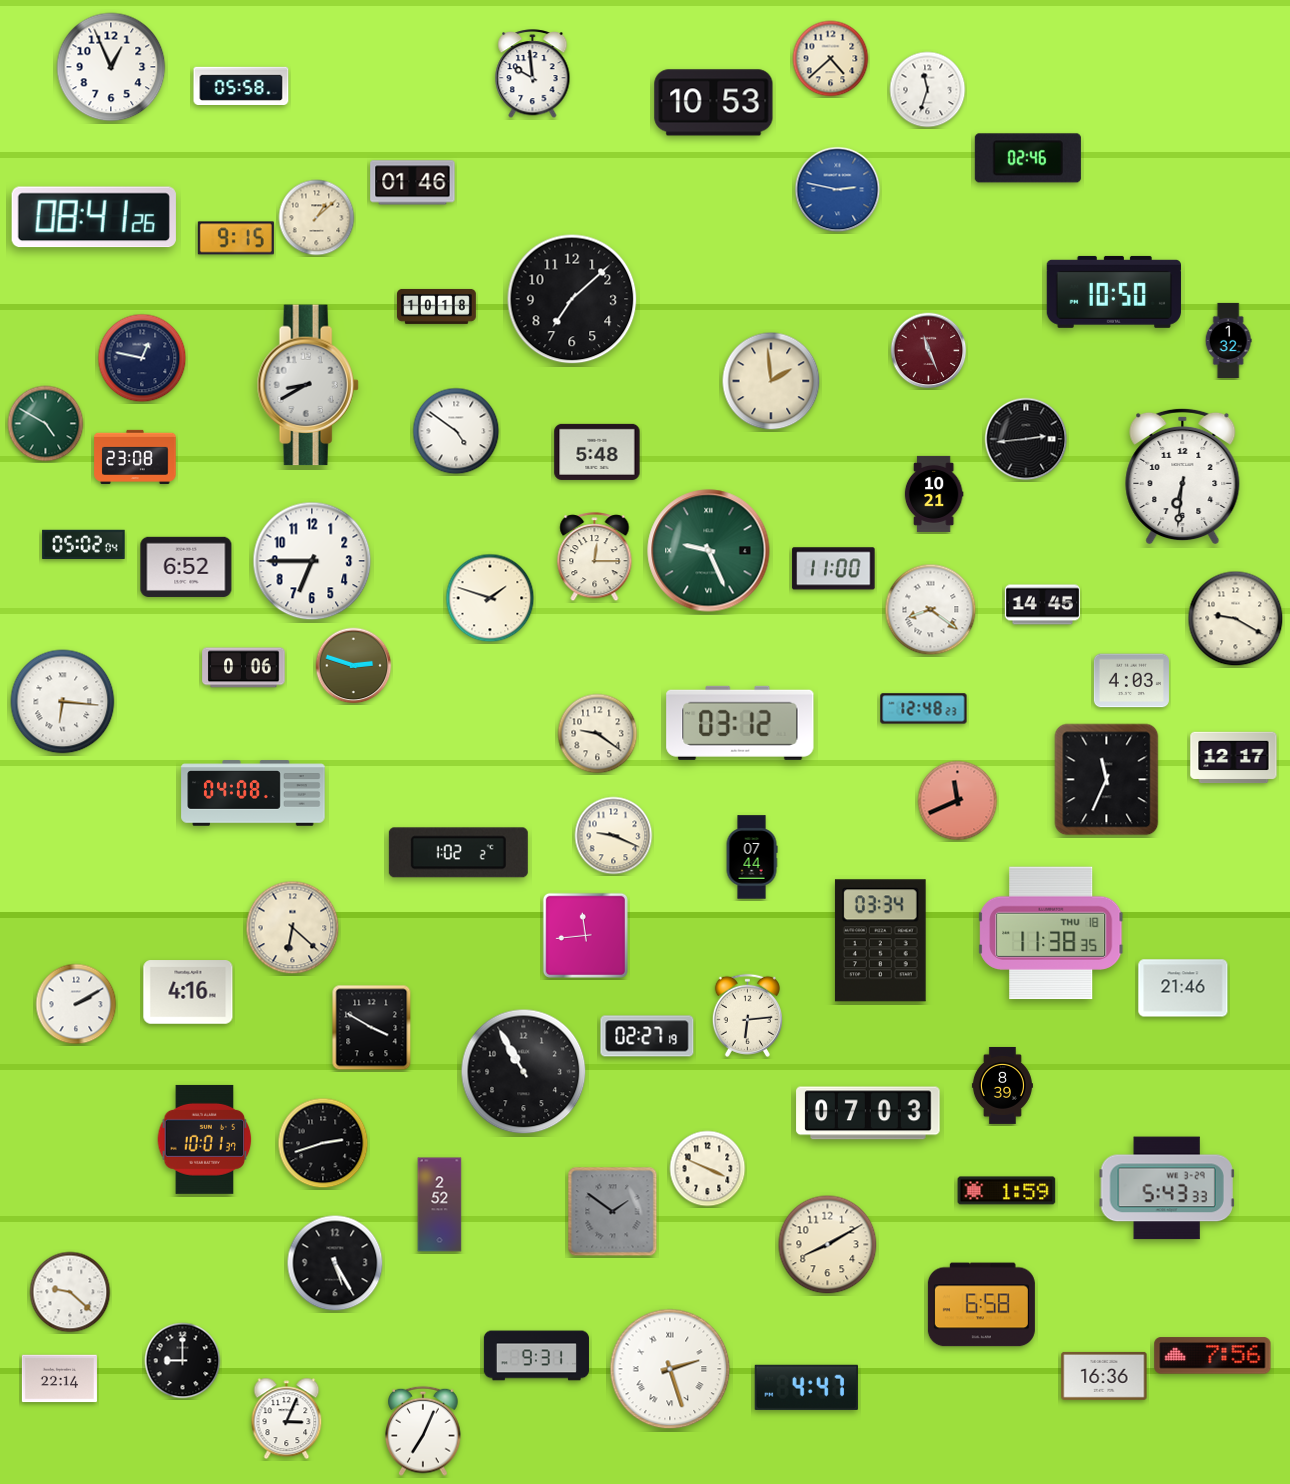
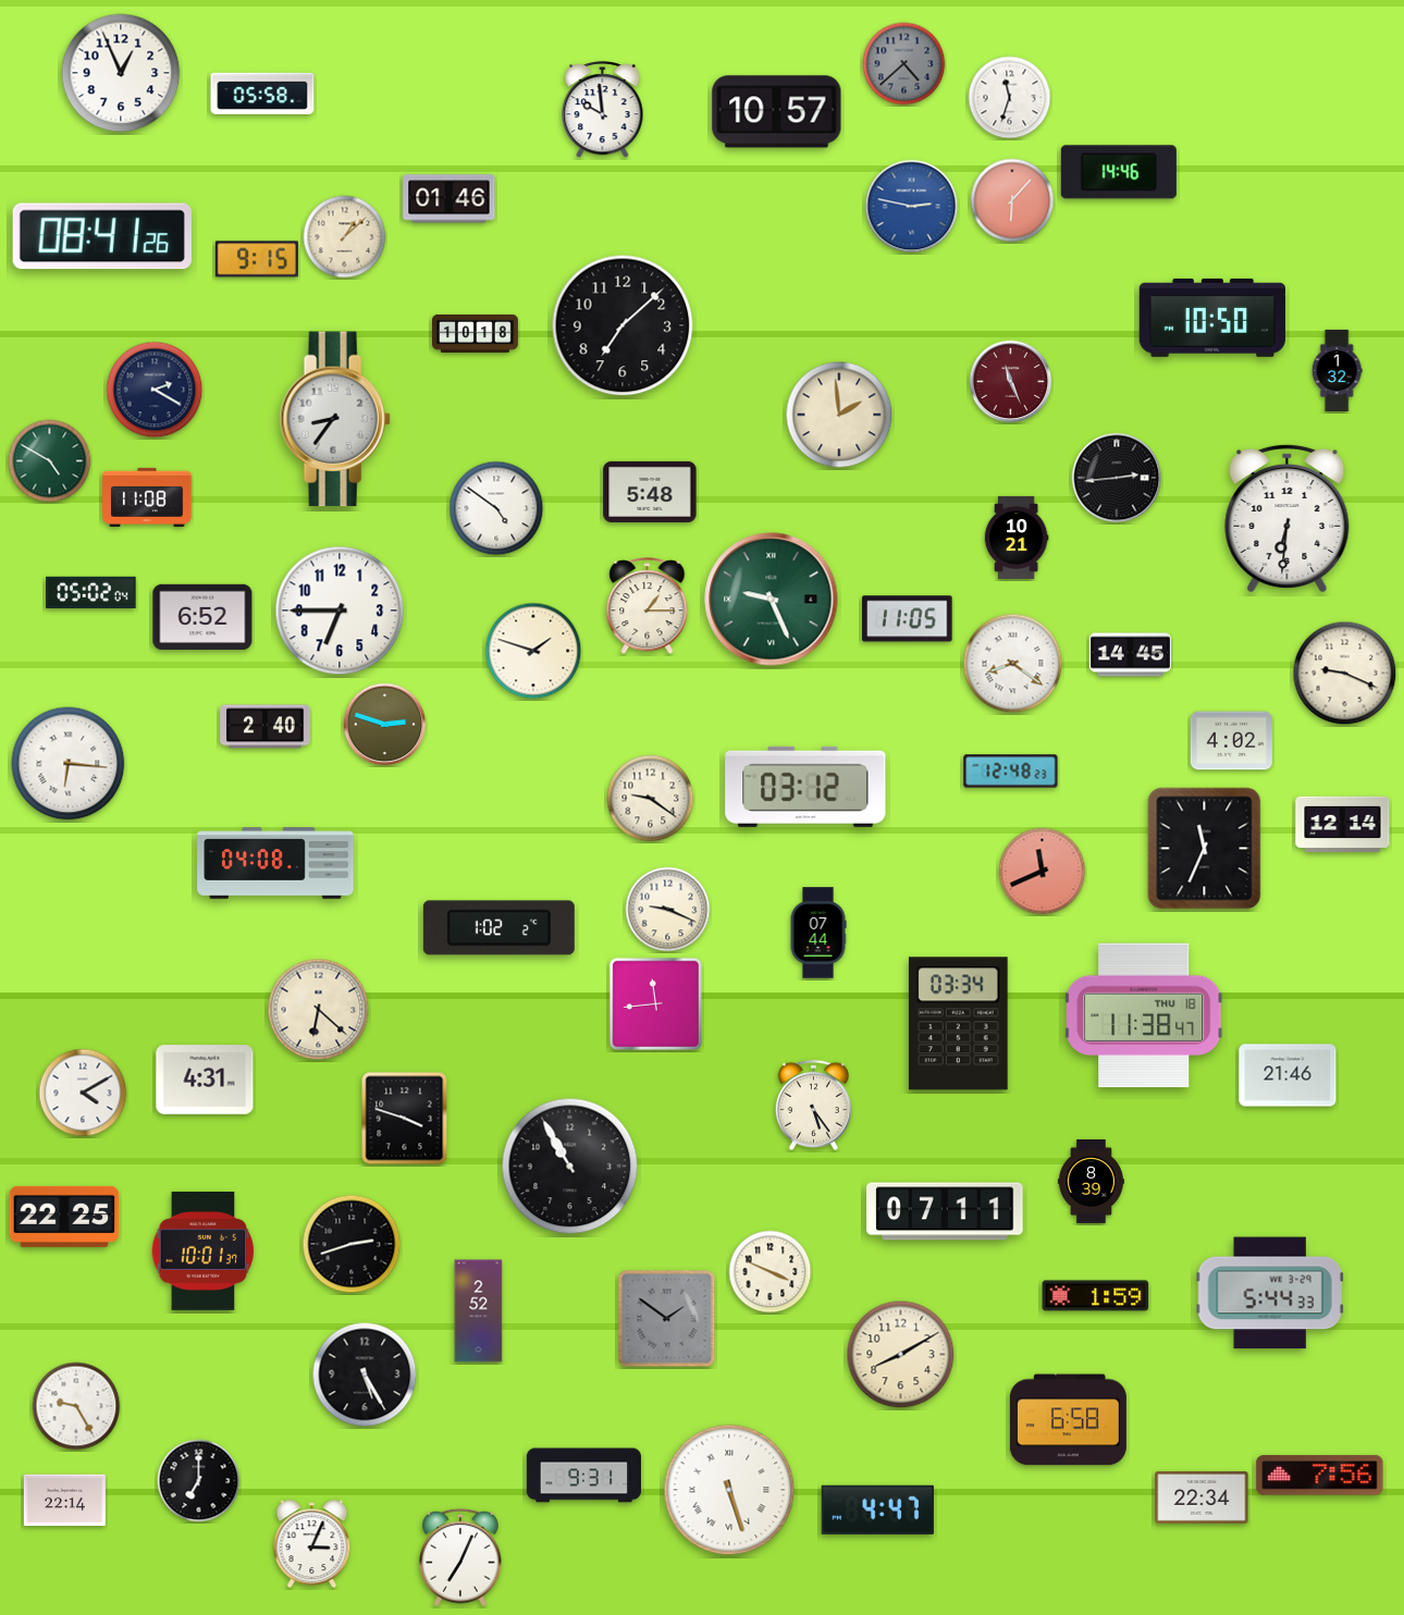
clock at (831, 59) dial: cream -> grey
clock at (533, 74) position: (533, 74) -> (603, 110)
clock at (714, 103): 10:53 -> 10:57
clock at (1028, 158): 02:46 -> 14:46
clock at (1012, 200): none -> 6:07
clock at (142, 358): 12:47 -> 2:20
clock at (308, 385): 8:40 -> 8:36
clock at (456, 431) position: (456, 431) -> (496, 508)
clock at (135, 457): 23:08 -> 11:08
clock at (595, 557): 12:15 -> 1:15
clock at (834, 569): 11:00 -> 11:05
clock at (1042, 605) position: (1042, 605) -> (1130, 655)
clock at (1236, 619): 9:20 -> 9:19
clock at (244, 668): 0:06 -> 2:40
clock at (1131, 681): 4:03 -> 4:02
clock at (924, 709) position: (924, 709) -> (1011, 772)
clock at (1234, 758): 12:17 -> 12:14
clock at (1052, 933): 11:38:35 -> 11:38:47
clock at (585, 935) position: (585, 935) -> (655, 1003)
clock at (188, 992): 4:16 -> 4:31
clock at (76, 1004): 2:10 -> 4:10
clock at (747, 1015): 6:14 -> 5:24
clock at (372, 1028): 3:50 -> 3:48
clock at (647, 1036): 02:27 -> none
clock at (868, 1113): 07:03 -> 07:11
clock at (64, 1217): none -> 22:25
clock at (205, 1139) position: (205, 1139) -> (204, 1250)
clock at (1167, 1188): 5:43 -> 5:44
clock at (70, 1292): 9:22 -> 9:25
clock at (183, 1361): 9:00 -> 7:00
clock at (670, 1369): 2:27 -> 5:27
clock at (1104, 1376): 16:36 -> 22:34
